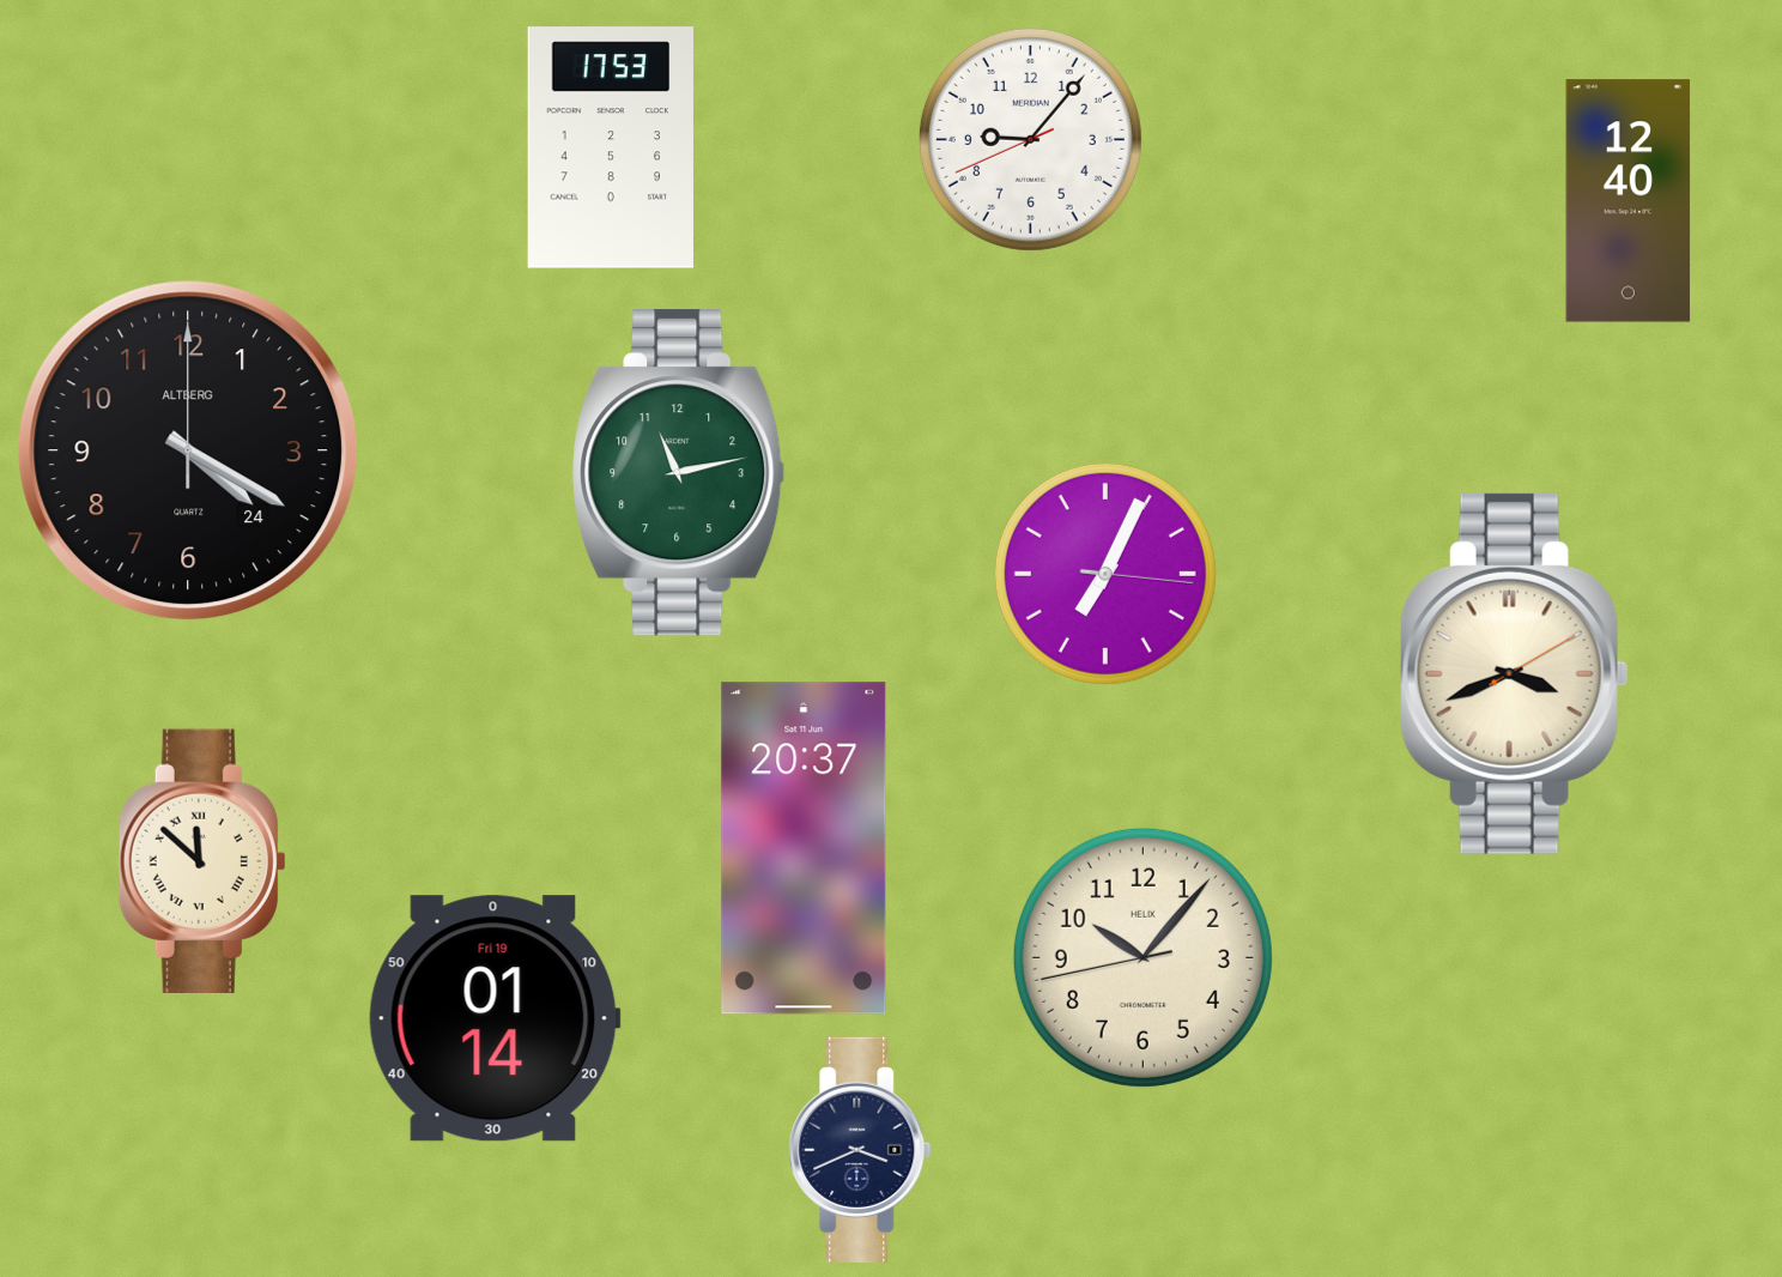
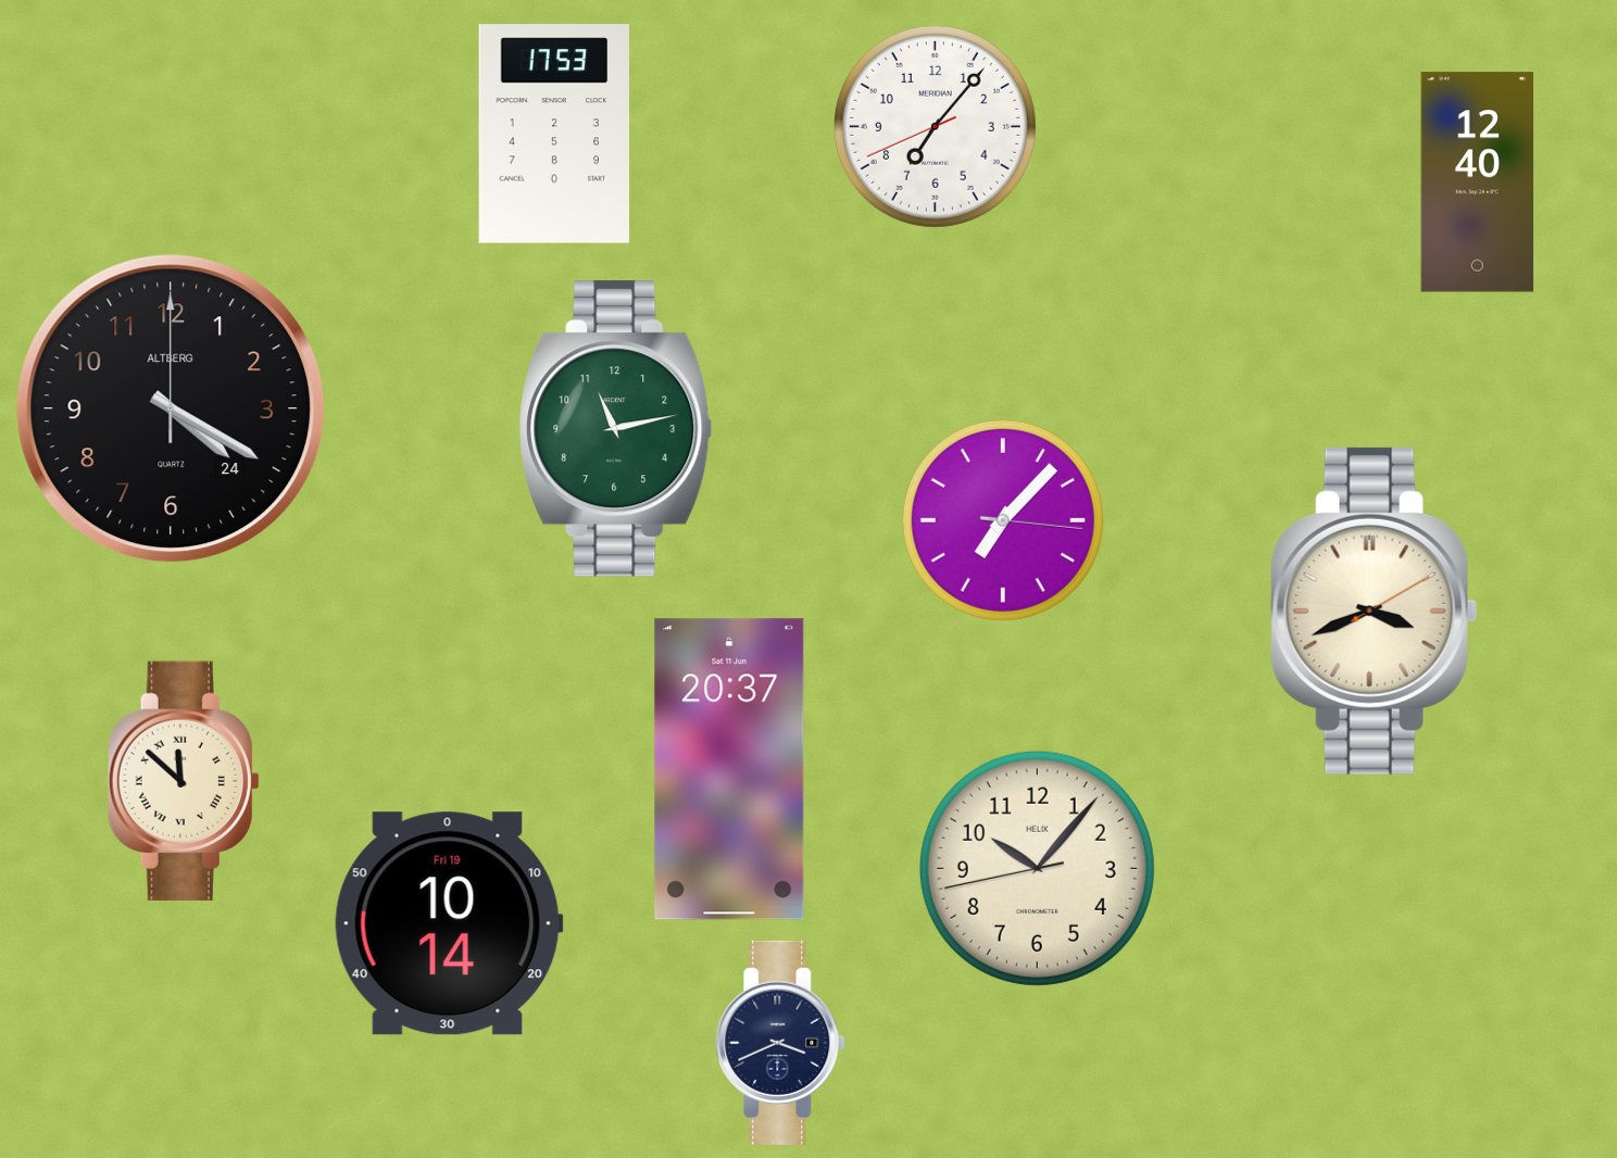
clock at (1030, 139): 9:06 -> 7:06
clock at (1105, 574): 7:04 -> 7:07
clock at (495, 1018): 01:14 -> 10:14
